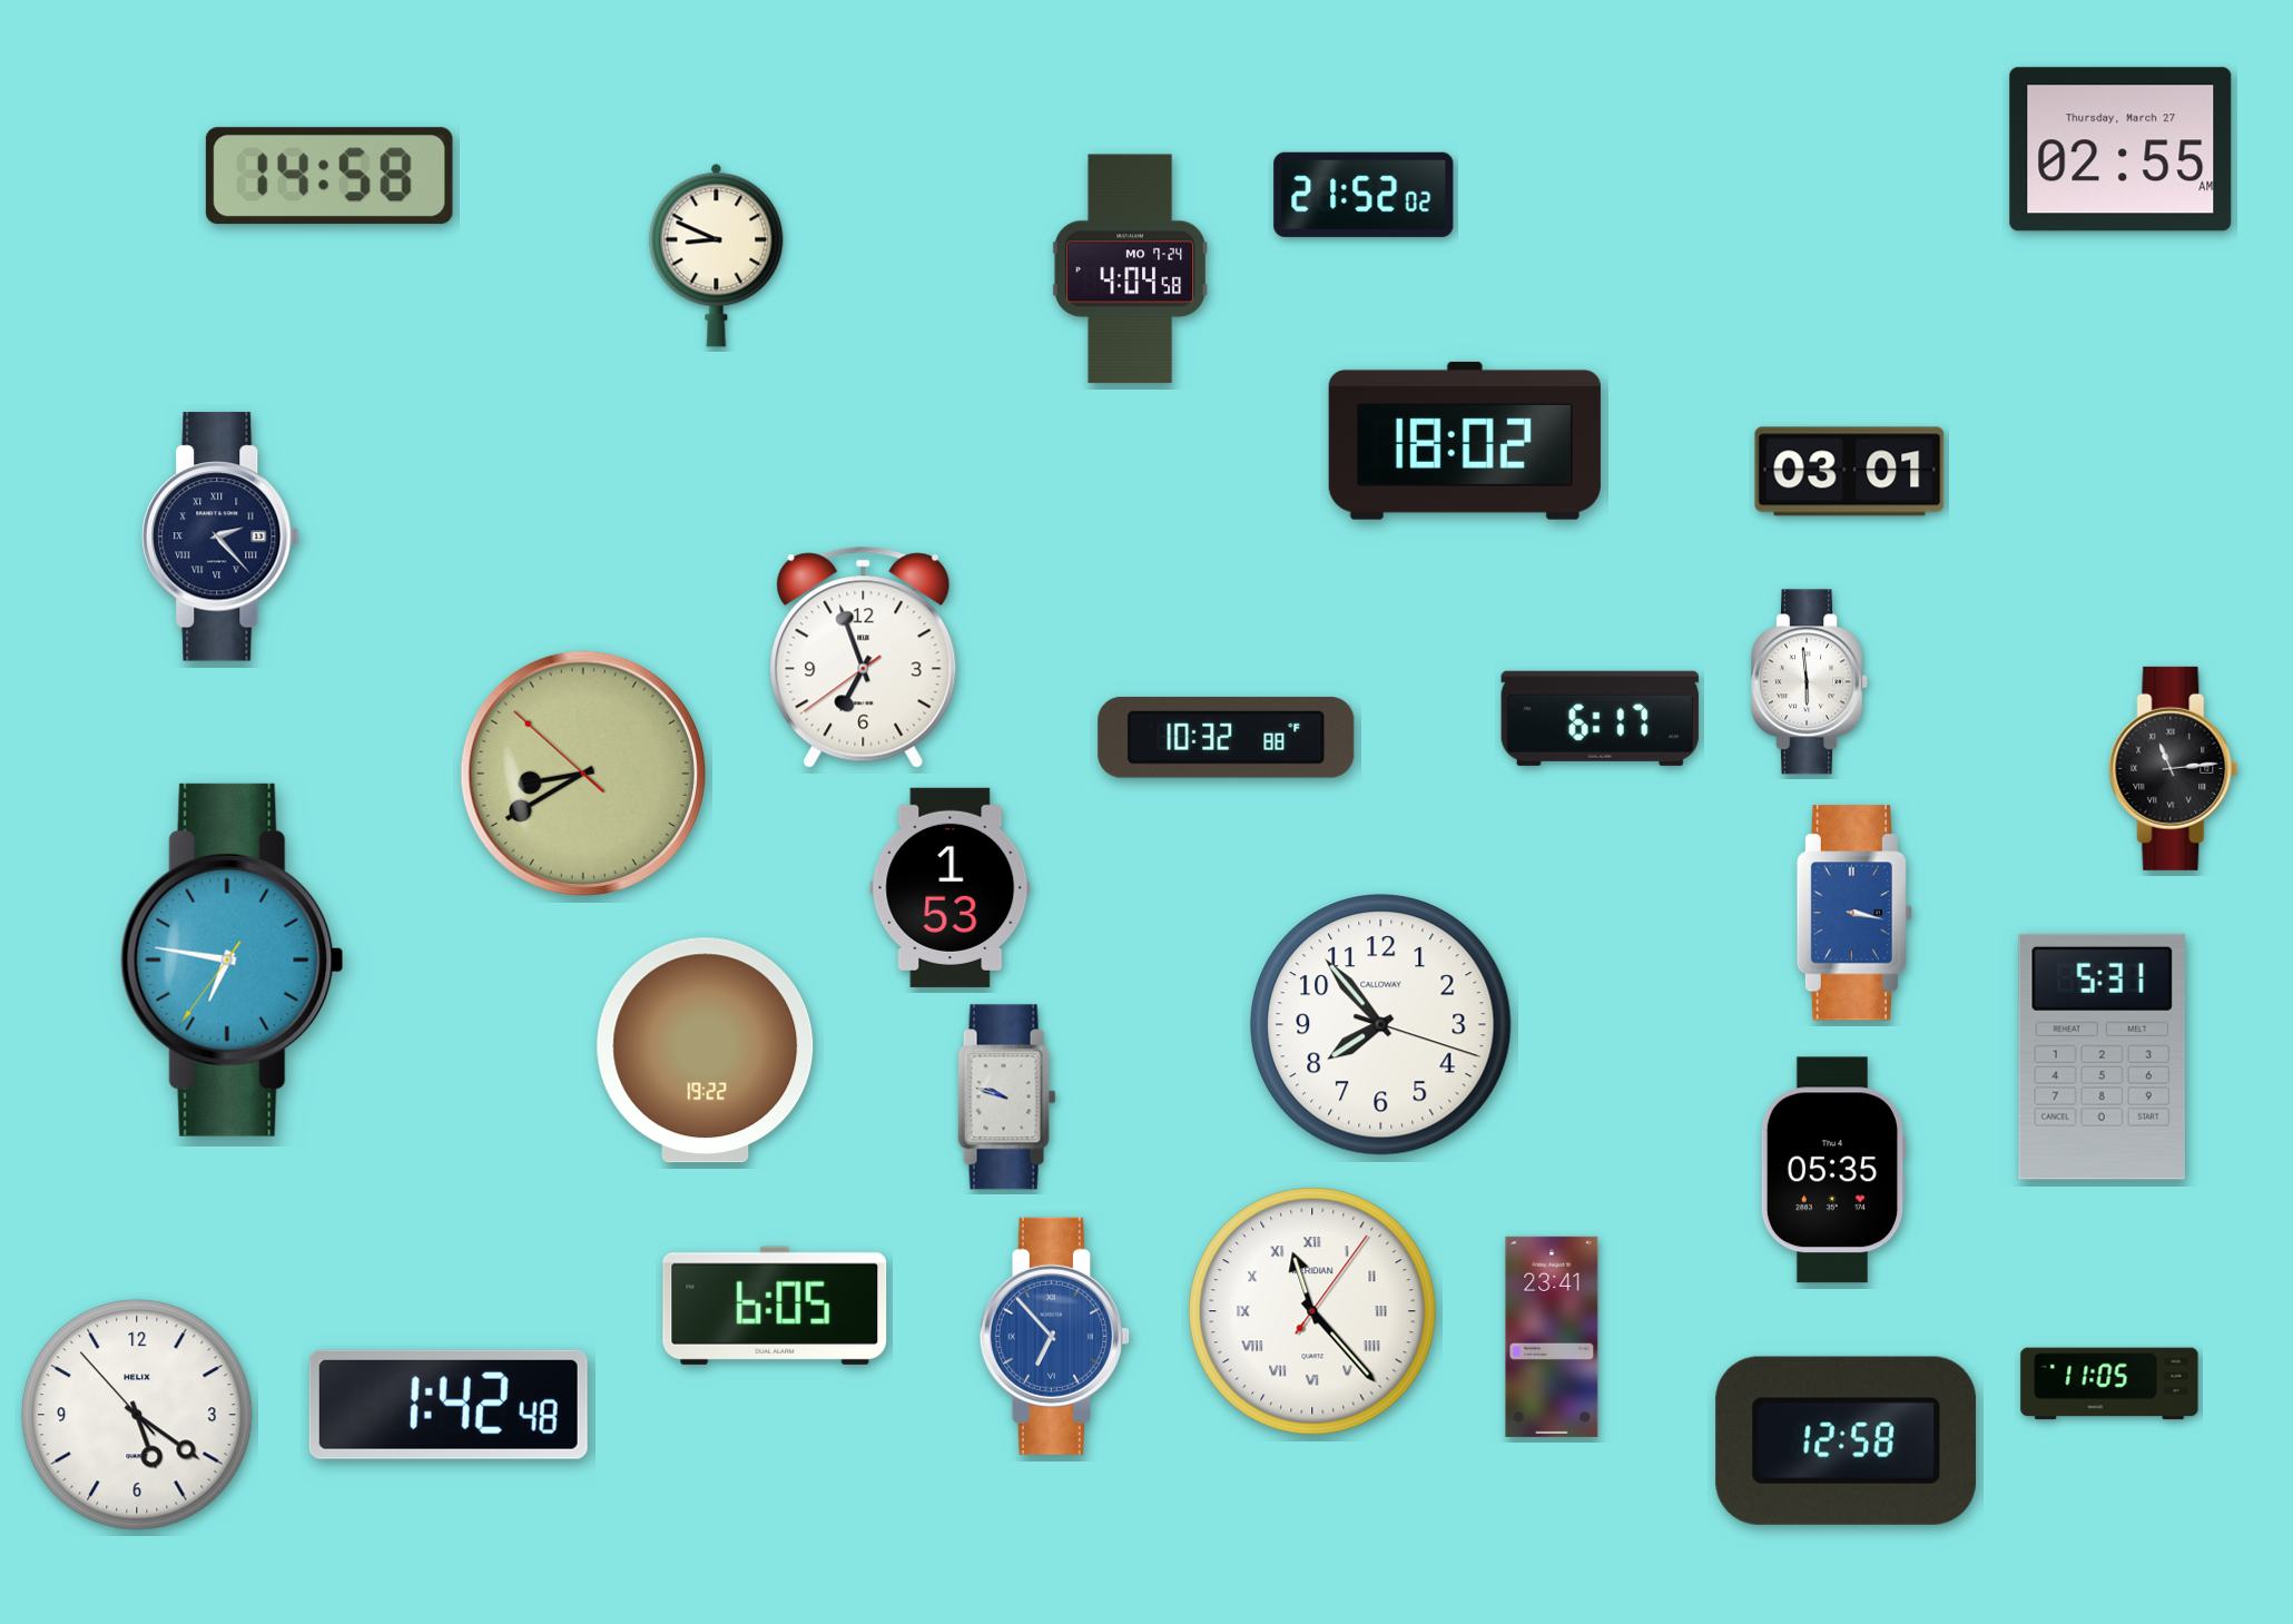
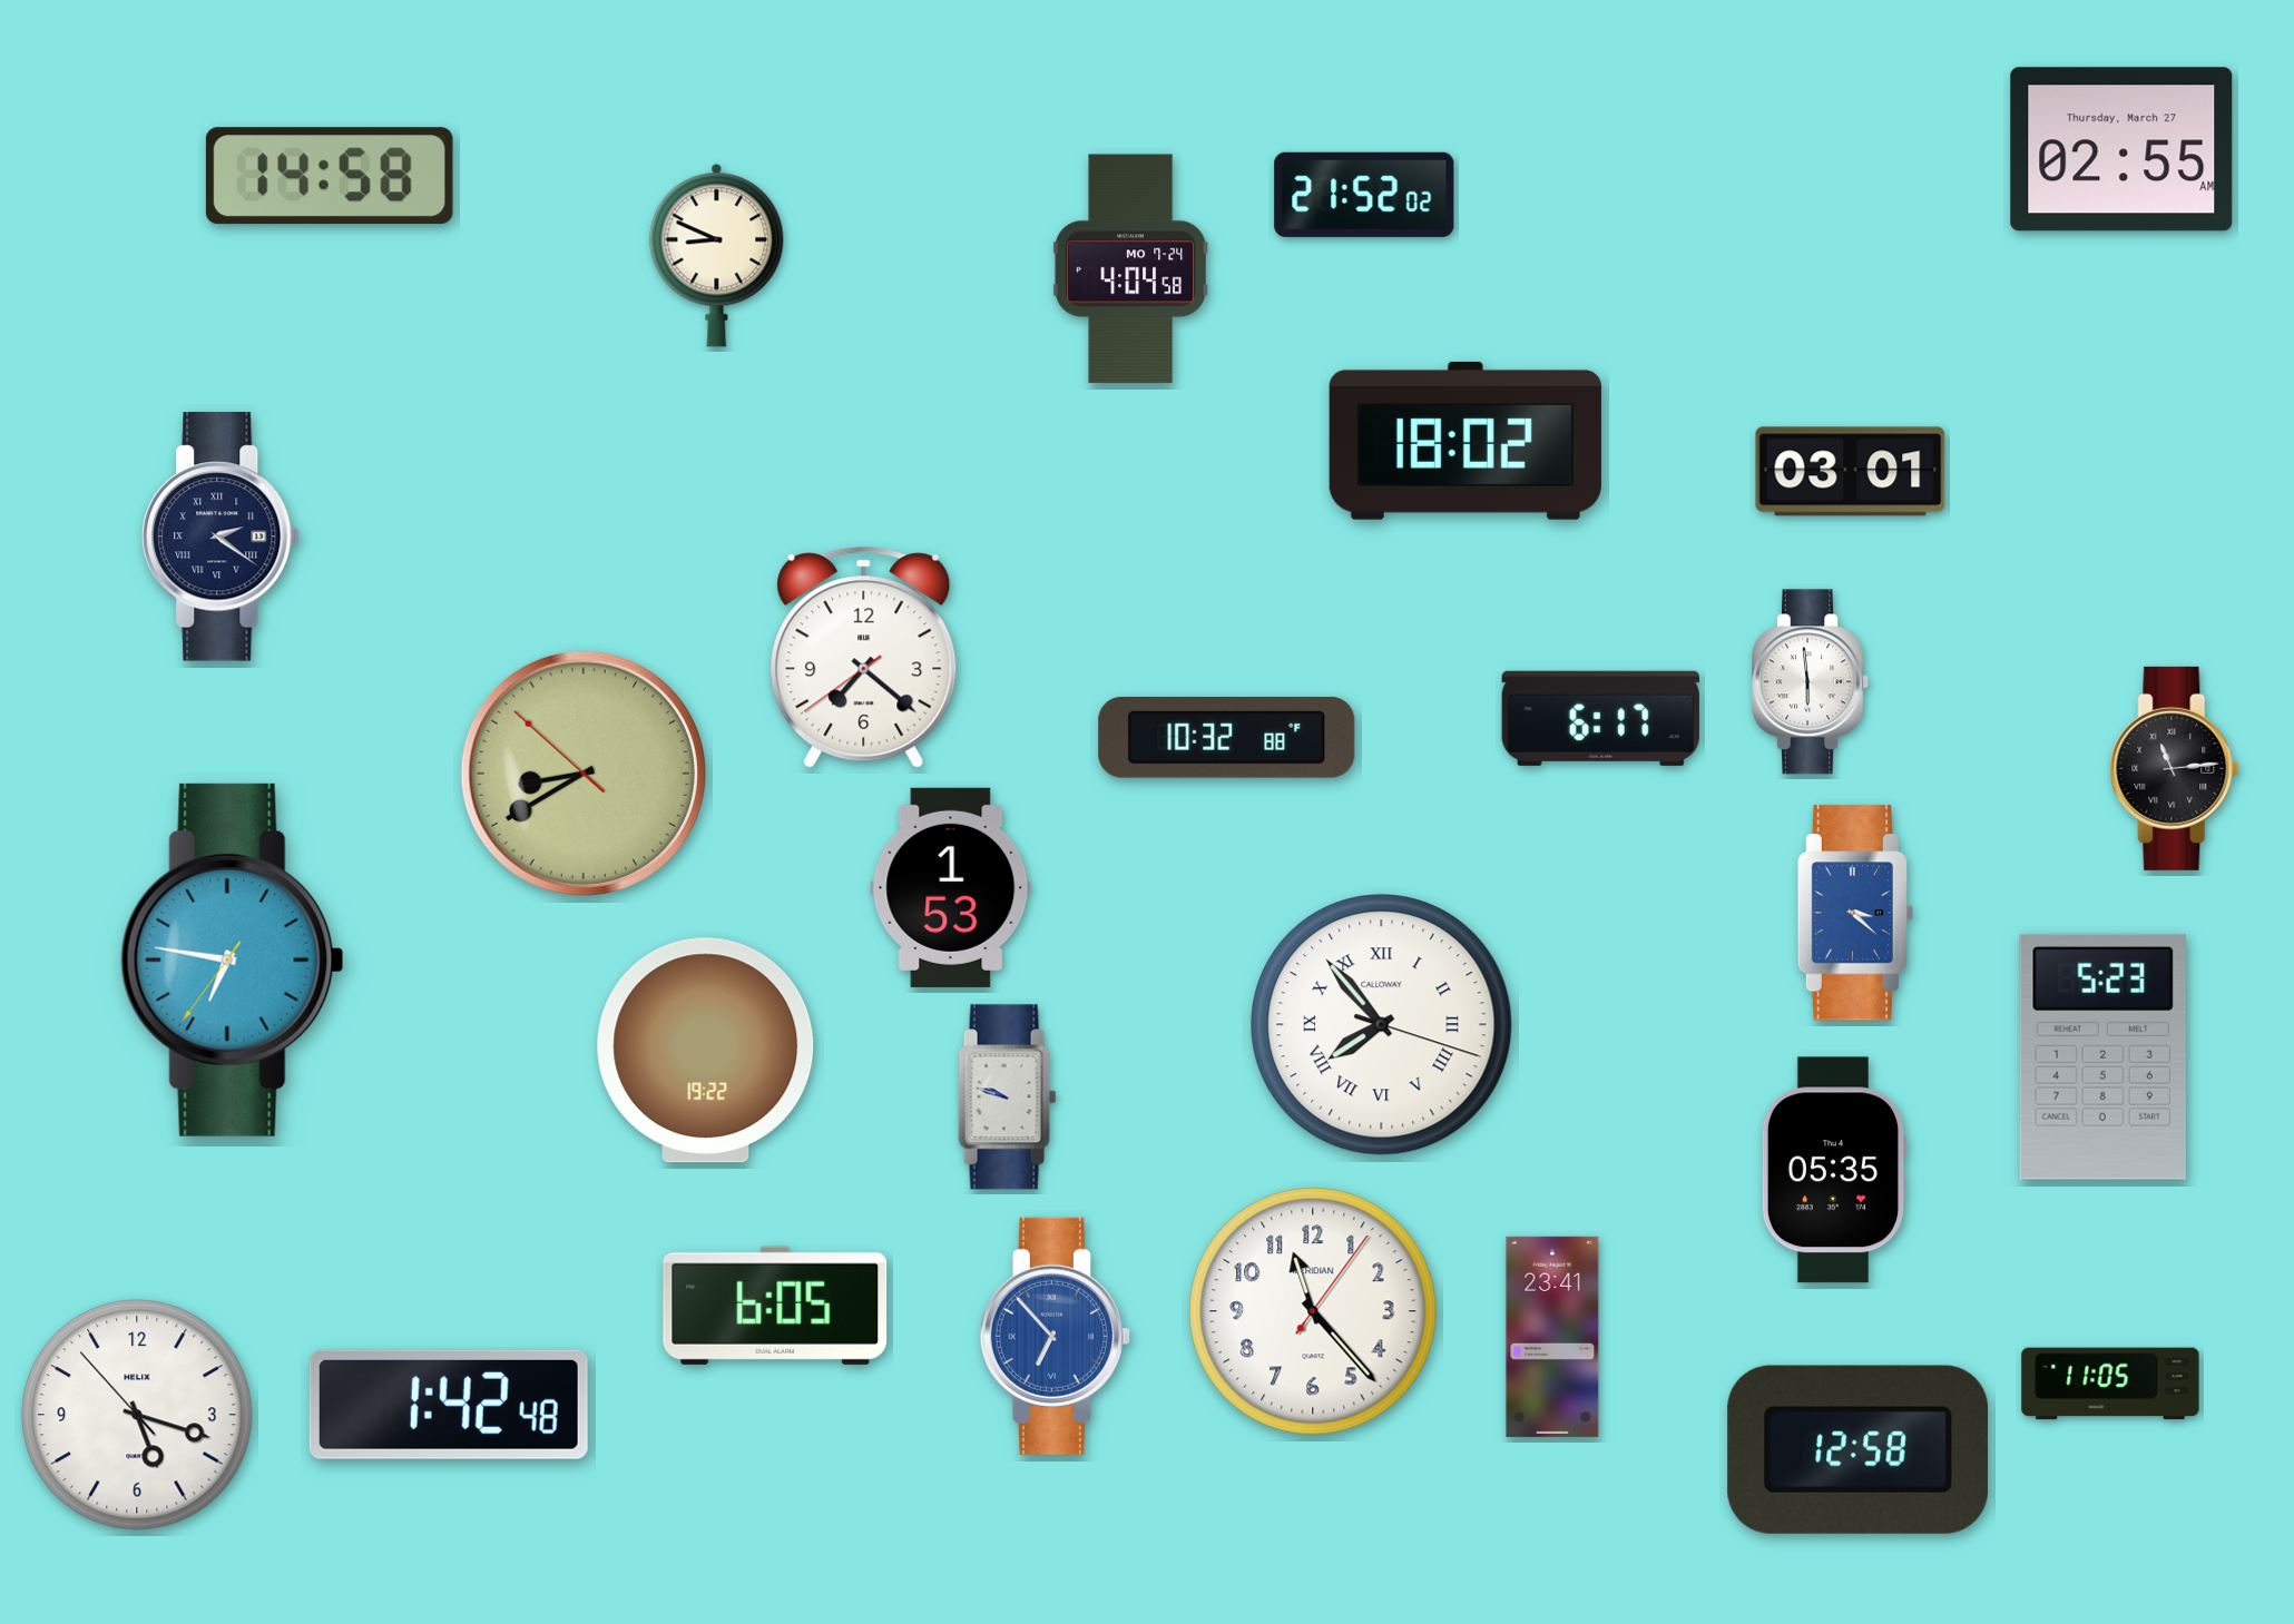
clock at (220, 537): 2:23 -> 2:21
clock at (864, 657): 6:56 -> 7:21
clock at (1854, 913): 3:17 -> 3:22
clock at (1381, 1025) numerals: Arabic -> Roman
clock at (2102, 1056): 5:31 -> 5:23
clock at (1312, 1311) numerals: Roman -> Arabic
clock at (137, 1415): 5:20 -> 5:17
clock at (1847, 1440) position: (1847, 1440) -> (1859, 1449)
